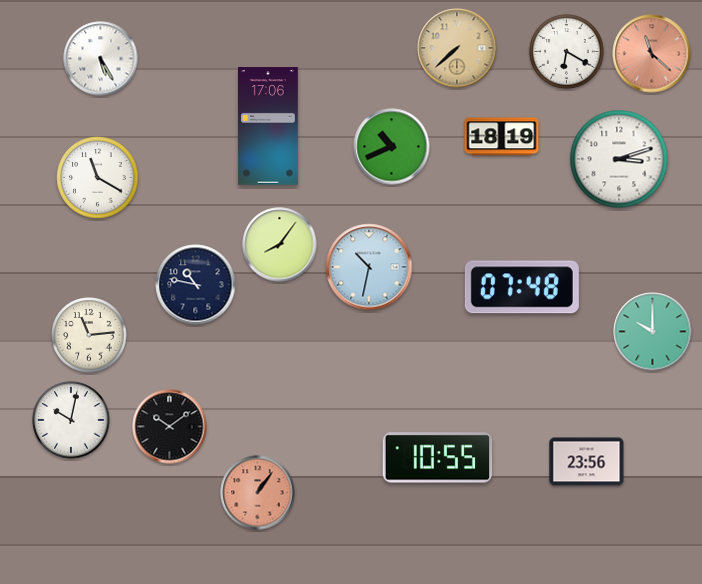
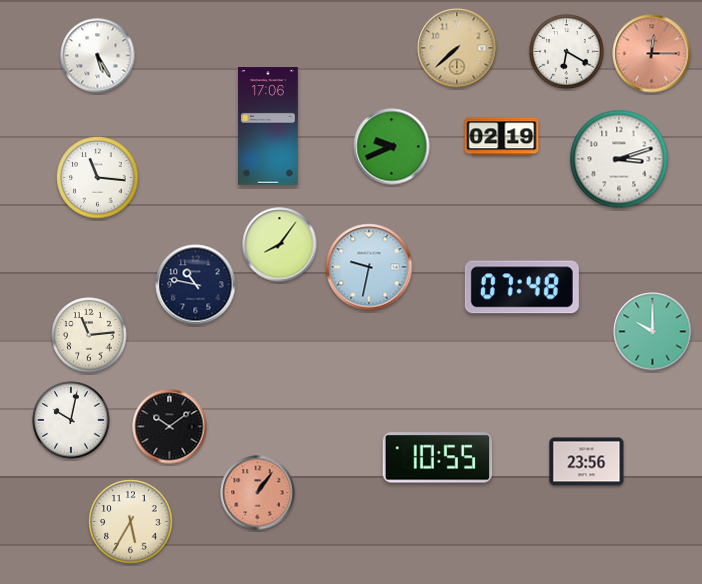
clock at (652, 54): 11:22 -> 12:15
clock at (101, 59) position: (101, 59) -> (98, 56)
clock at (502, 137): 18:19 -> 02:19
clock at (392, 147): 10:41 -> 9:41
clock at (98, 178): 11:20 -> 11:16
clock at (369, 267): 10:32 -> 9:32
clock at (131, 522): none -> 5:35
